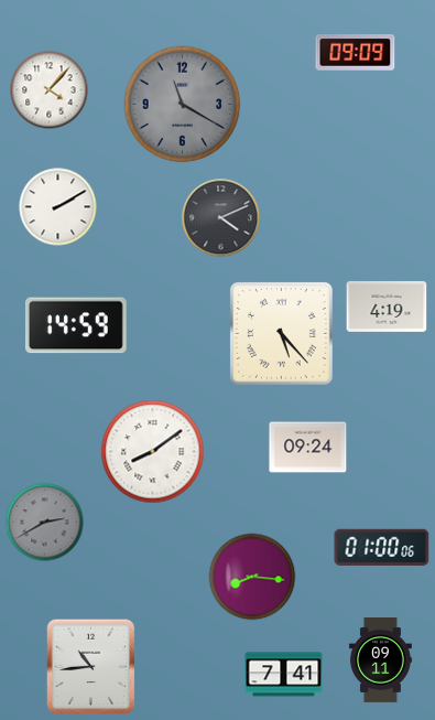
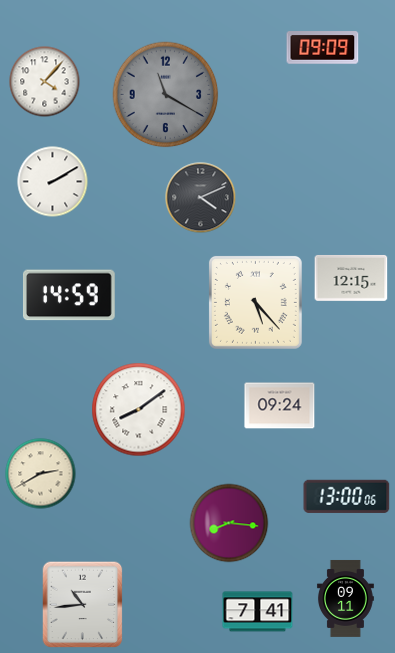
clock at (58, 207) position: (58, 207) -> (53, 182)
clock at (387, 307): 4:19 -> 12:15
clock at (45, 523) dial: grey -> cream
clock at (382, 547): 01:00 -> 13:00
